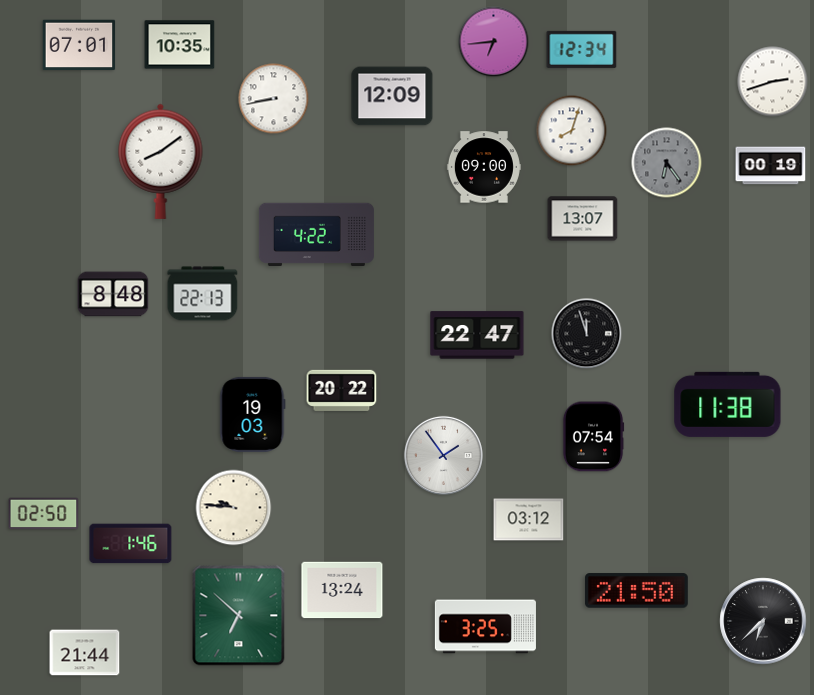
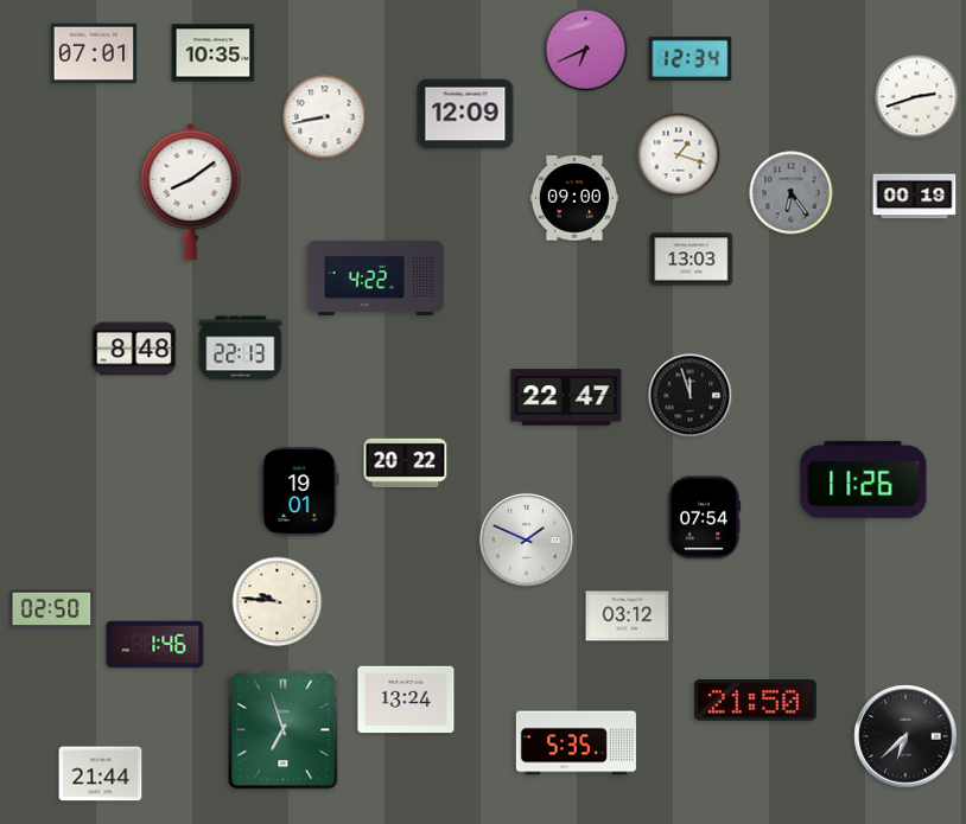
clock at (494, 42): 6:44 -> 6:41
clock at (572, 131): 8:03 -> 1:18
clock at (583, 219): 13:07 -> 13:03
clock at (587, 334) position: (587, 334) -> (691, 396)
clock at (728, 404): 11:38 -> 11:26
clock at (253, 414): 19:03 -> 19:01
clock at (443, 455): 1:54 -> 1:49
clock at (239, 616): 6:52 -> 6:57
clock at (485, 627): 3:25 -> 5:35
